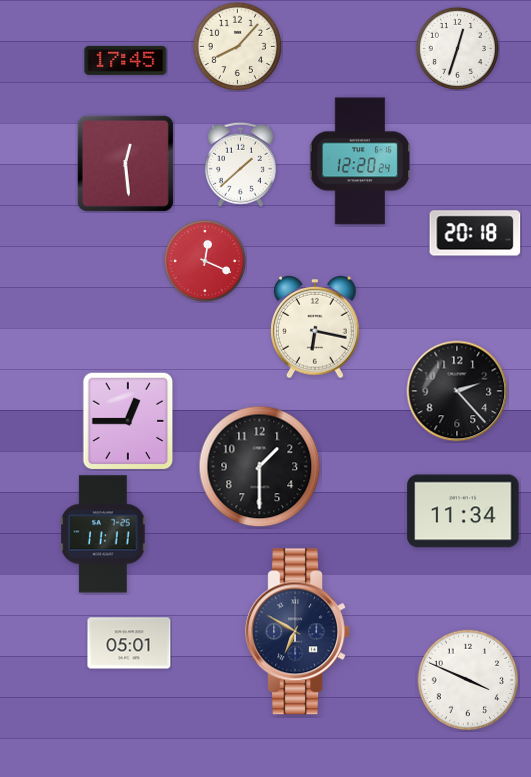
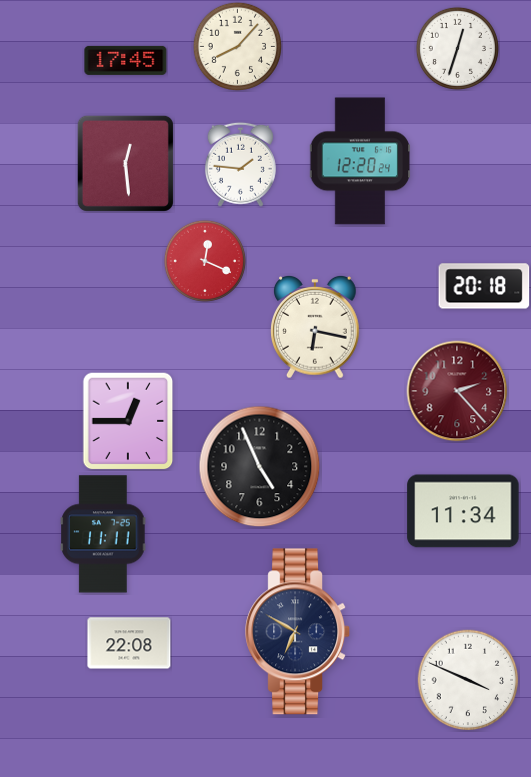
clock at (240, 164): 1:38 -> 1:46
clock at (475, 233) position: (475, 233) -> (484, 286)
clock at (457, 391) dial: black -> burgundy
clock at (260, 467): 1:30 -> 4:56
clock at (129, 643): 05:01 -> 22:08
